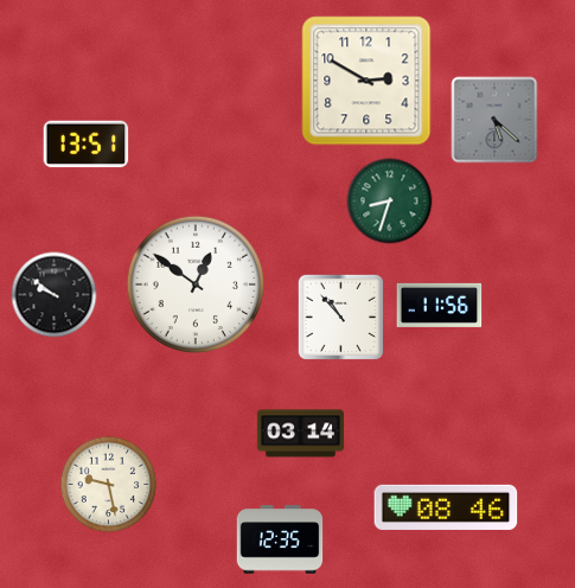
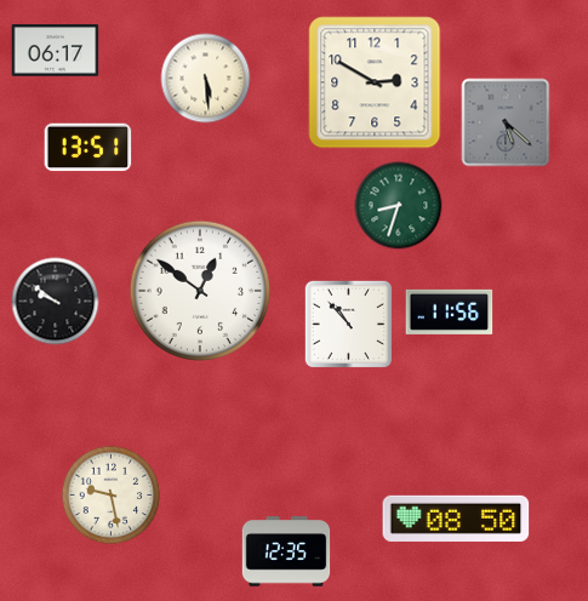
clock at (56, 51): none -> 06:17
clock at (206, 79): none -> 5:29
clock at (301, 434): 03:14 -> none
clock at (446, 507): 08:46 -> 08:50
